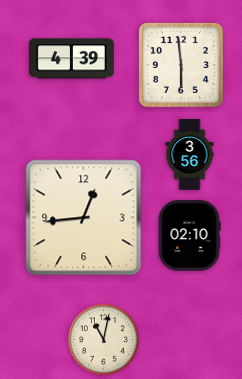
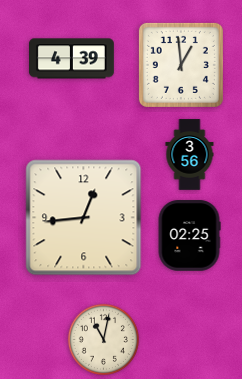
clock at (181, 65): 5:59 -> 12:59
clock at (189, 236): 02:10 -> 02:25
